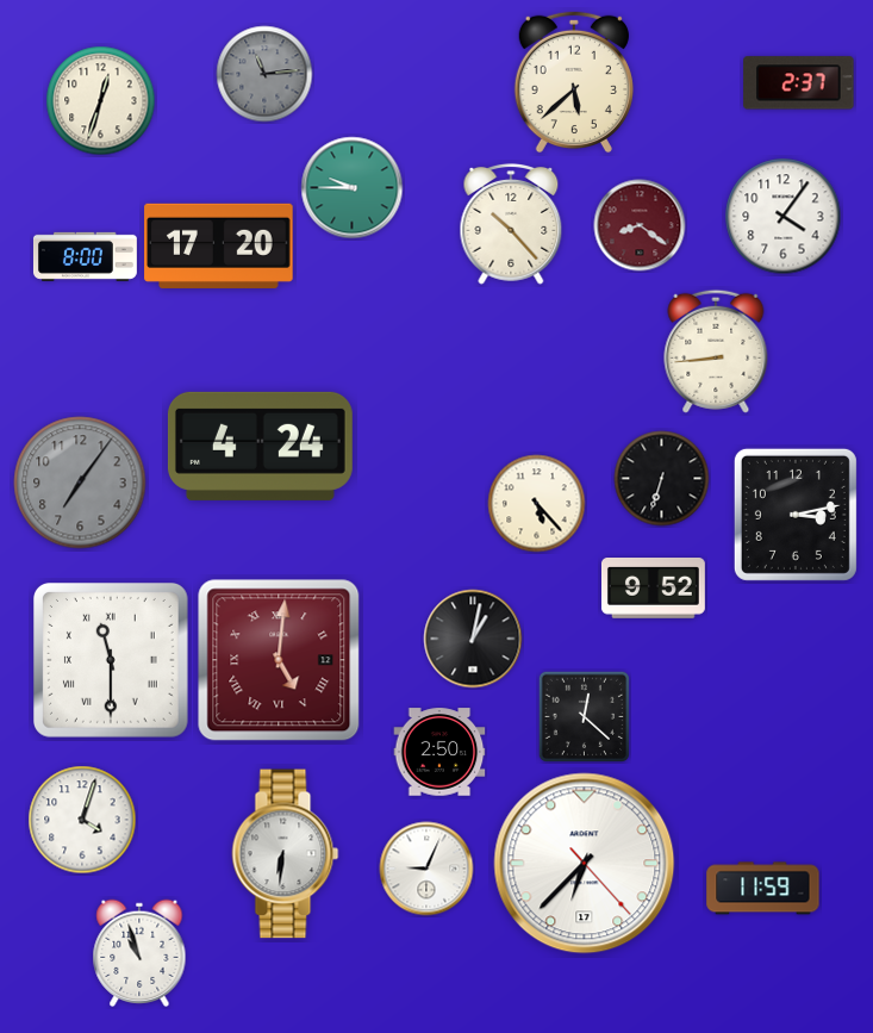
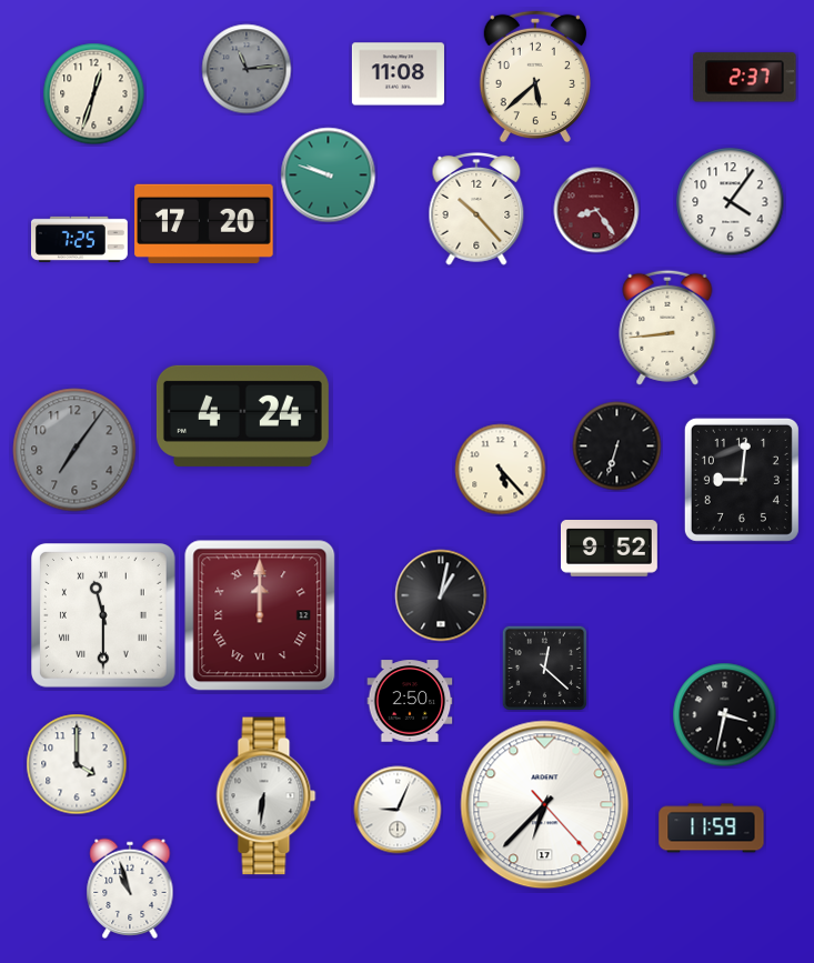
clock at (398, 74): none -> 11:08
clock at (353, 188): 9:45 -> 9:48
clock at (640, 225): 8:21 -> 8:24
clock at (219, 245) position: (219, 245) -> (204, 223)
clock at (85, 256): 8:00 -> 7:25
clock at (796, 515): 3:13 -> 9:01
clock at (279, 660): 5:01 -> 12:00
clock at (725, 715): none -> 3:32
clock at (82, 820): 4:03 -> 4:00
